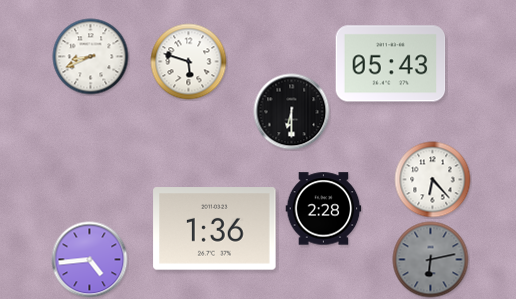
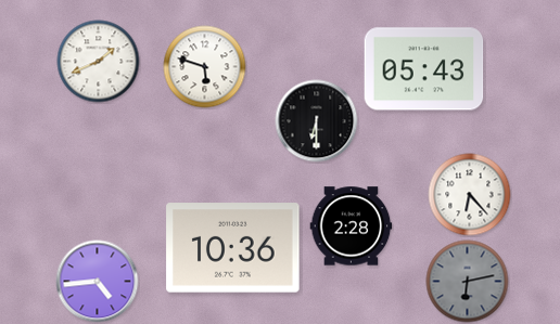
clock at (91, 57): 8:41 -> 1:41
clock at (215, 229): 1:36 -> 10:36
